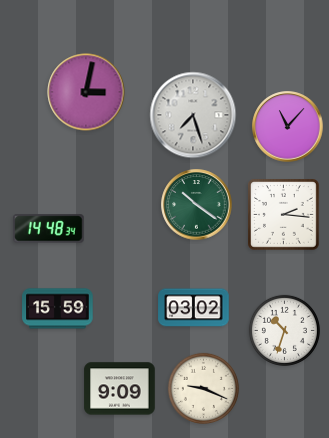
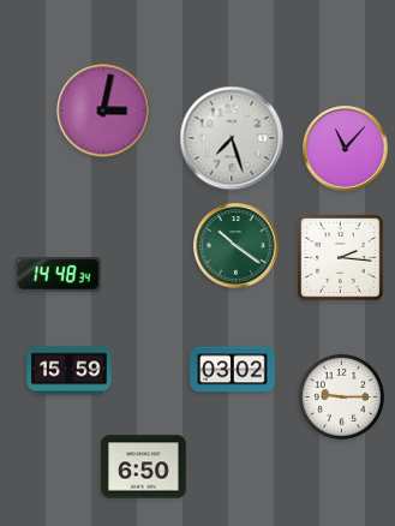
clock at (288, 127) position: (288, 127) -> (346, 149)
clock at (284, 330): 10:33 -> 9:15
clock at (203, 388): 9:19 -> none
clock at (120, 389): 9:09 -> 6:50
